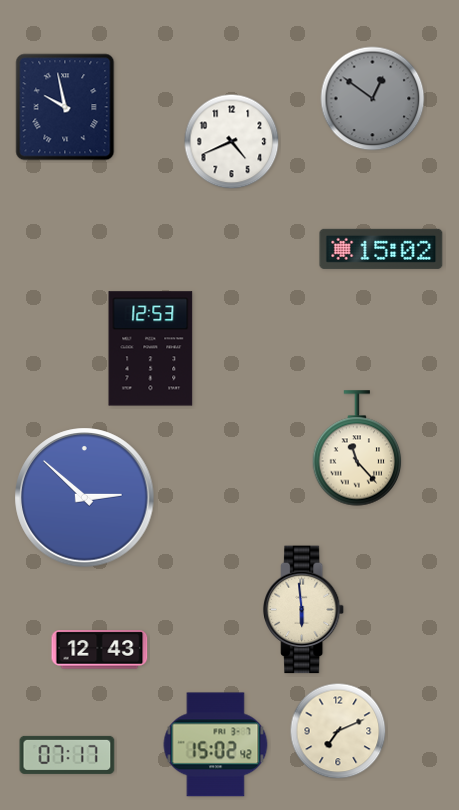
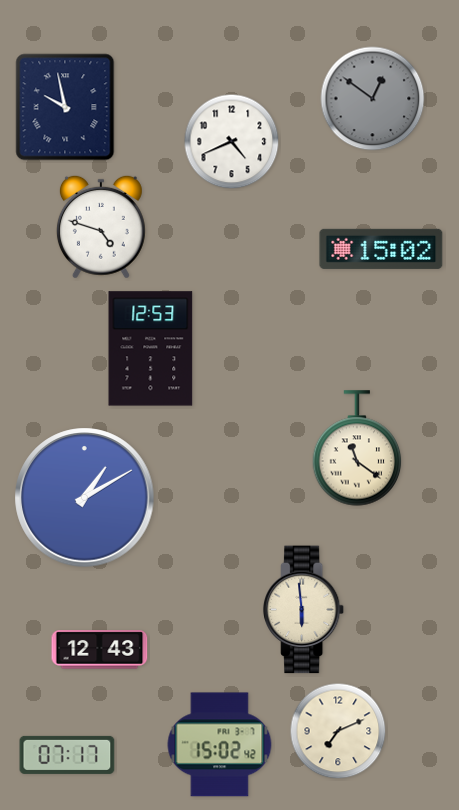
clock at (101, 227): none -> 4:48
clock at (357, 448): 11:23 -> 11:21
clock at (85, 498): 2:52 -> 1:10
clock at (216, 745) position: (216, 745) -> (220, 745)
